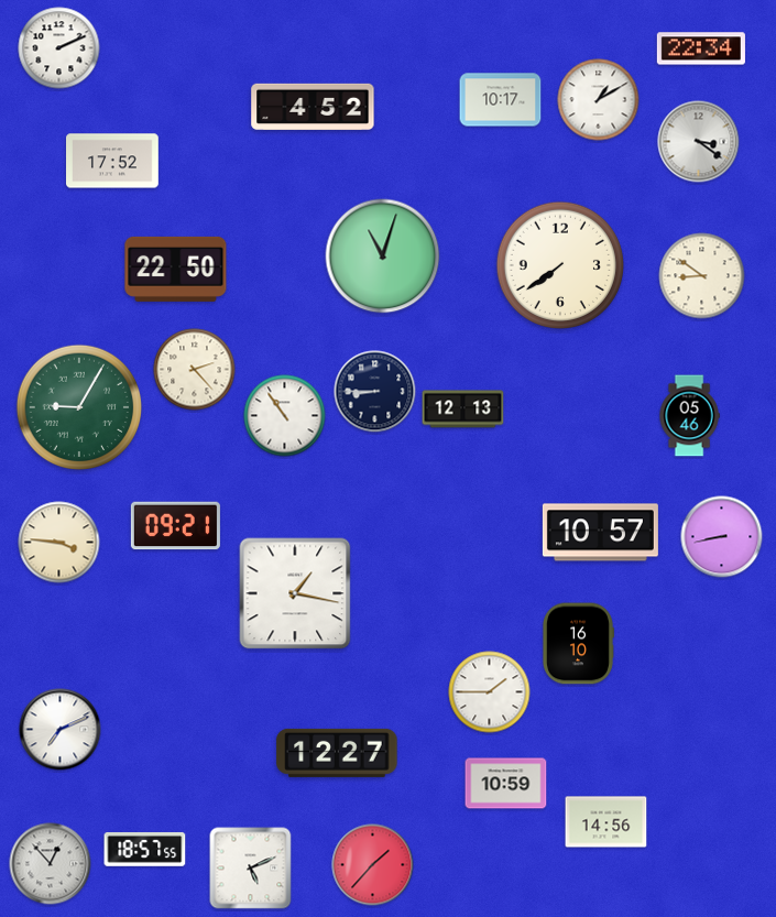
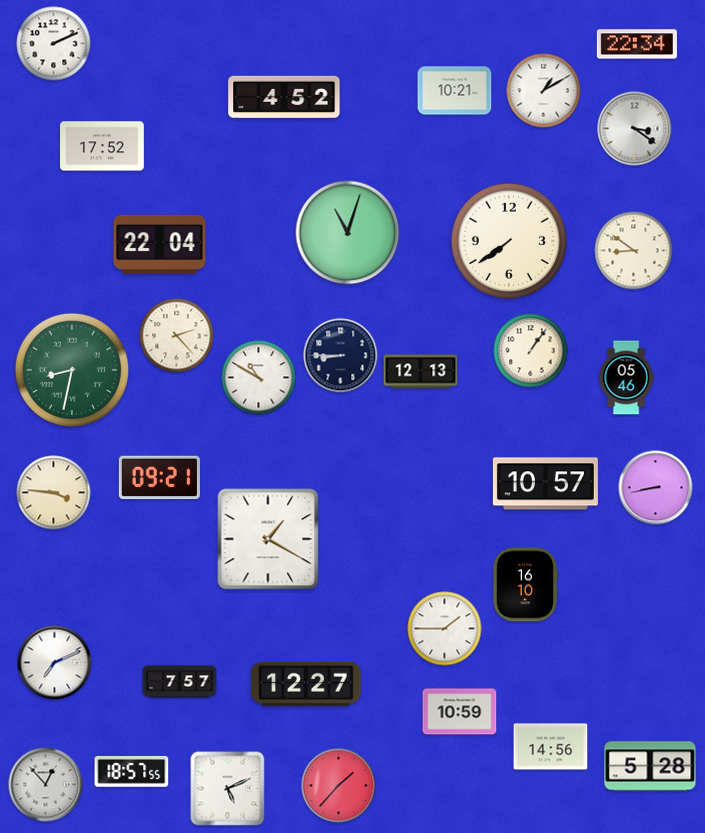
clock at (501, 100): 10:17 -> 10:21
clock at (176, 269): 22:50 -> 22:04
clock at (702, 276) position: (702, 276) -> (634, 251)
clock at (531, 351): none -> 1:06
clock at (79, 407): 9:05 -> 8:32
clock at (285, 416): 10:54 -> 10:50
clock at (295, 593): 1:17 -> 1:20
clock at (180, 682): none -> 7:57
clock at (650, 766): none -> 5:28
